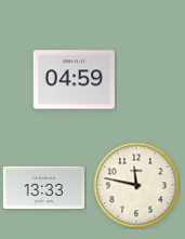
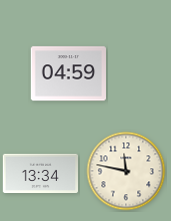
clock at (44, 188): 13:33 -> 13:34
